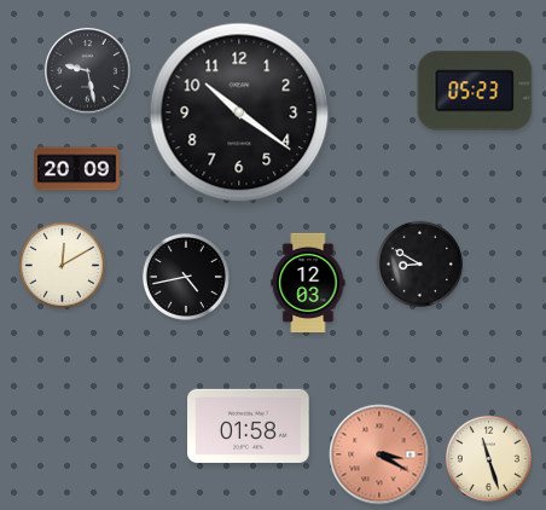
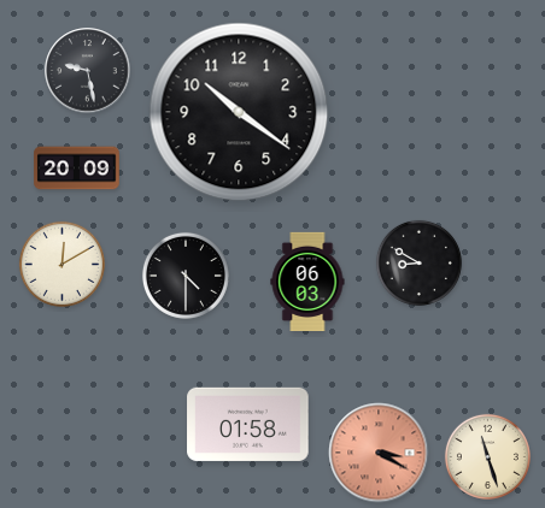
clock at (475, 91): 05:23 -> none
clock at (186, 277): 4:43 -> 4:30
clock at (308, 282): 12:03 -> 06:03
